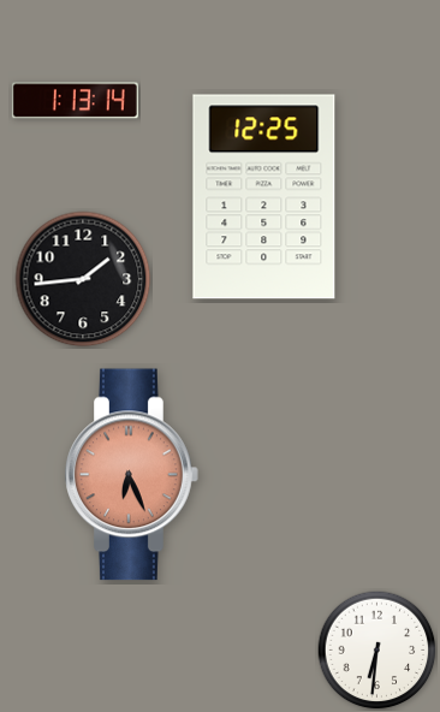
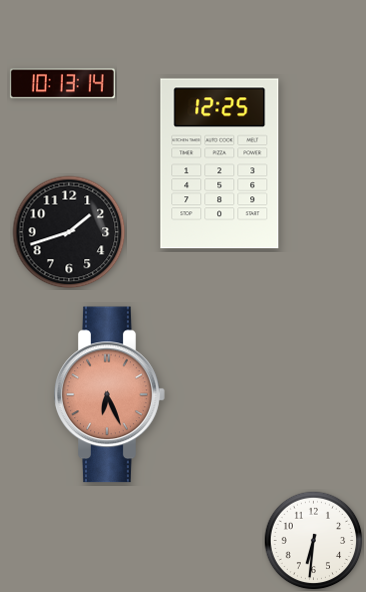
clock at (75, 101): 1:13 -> 10:13
clock at (83, 279): 1:44 -> 1:42
